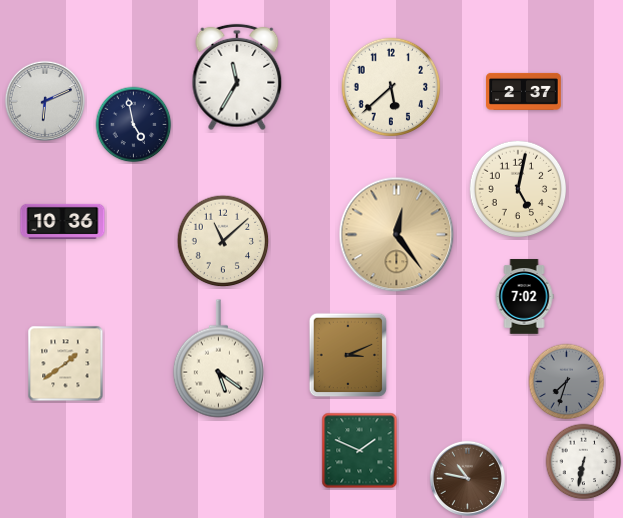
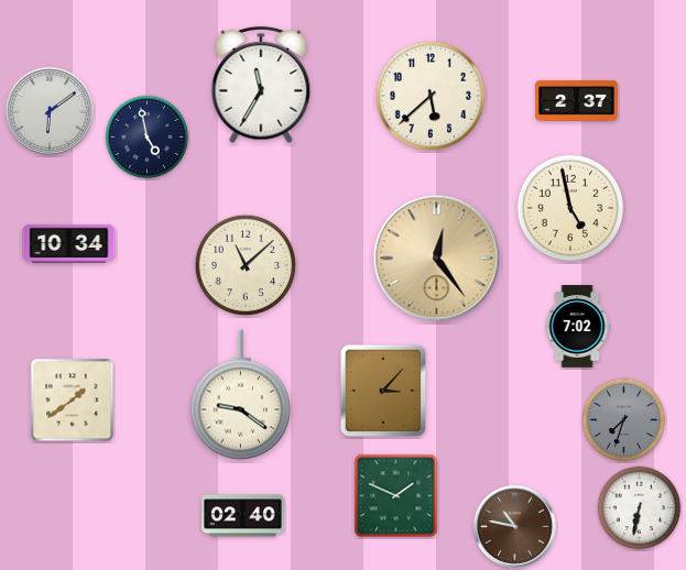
clock at (44, 100): 6:11 -> 6:09
clock at (518, 189): 5:02 -> 4:58
clock at (63, 221): 10:36 -> 10:34
clock at (348, 355): 3:11 -> 3:07
clock at (218, 359): 5:21 -> 9:21
clock at (584, 462) position: (584, 462) -> (640, 508)
clock at (243, 516): none -> 02:40
